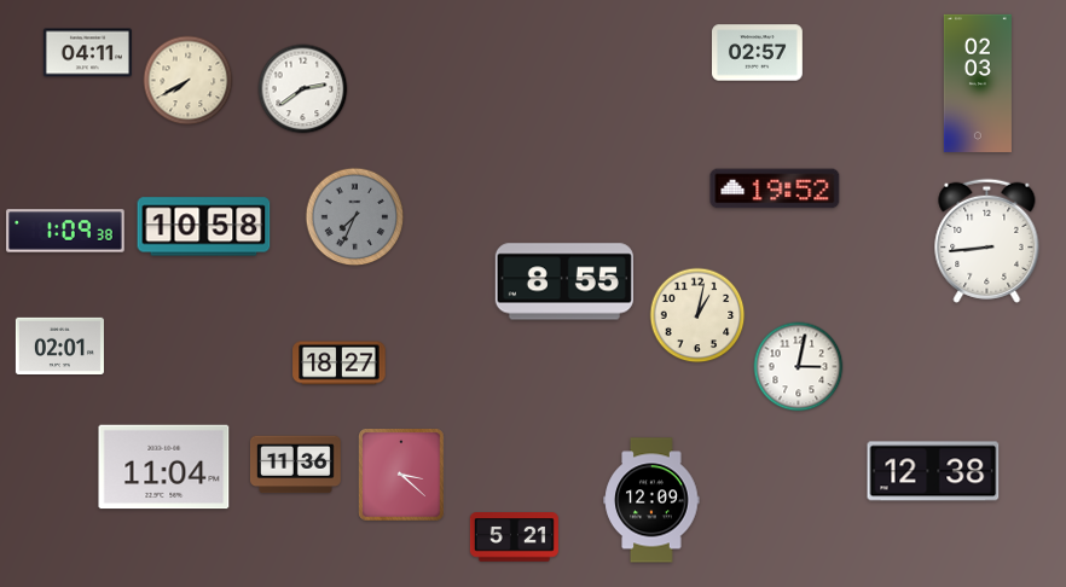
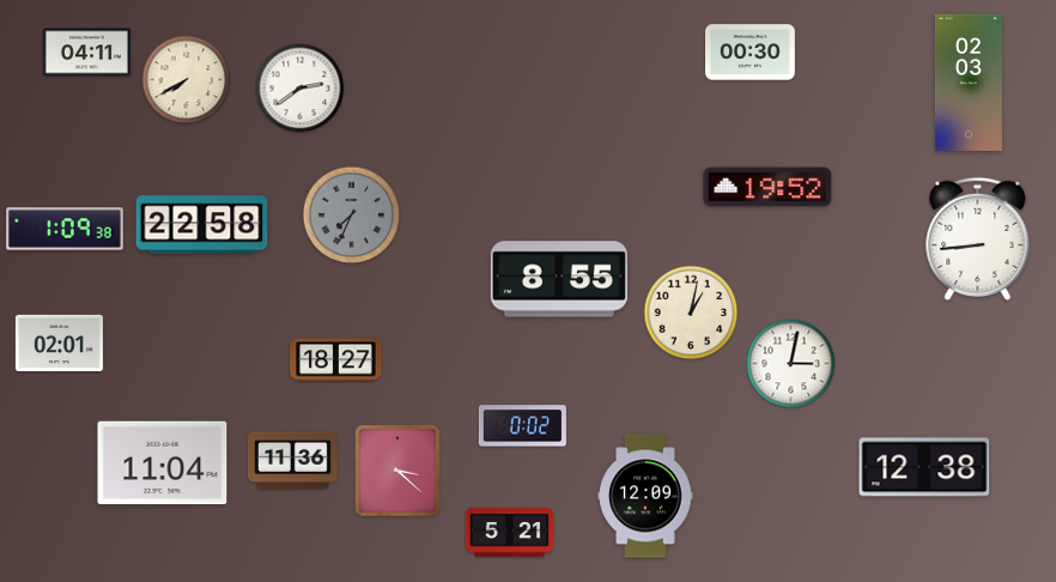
clock at (758, 53): 02:57 -> 00:30
clock at (204, 227): 10:58 -> 22:58
clock at (522, 426): none -> 0:02
